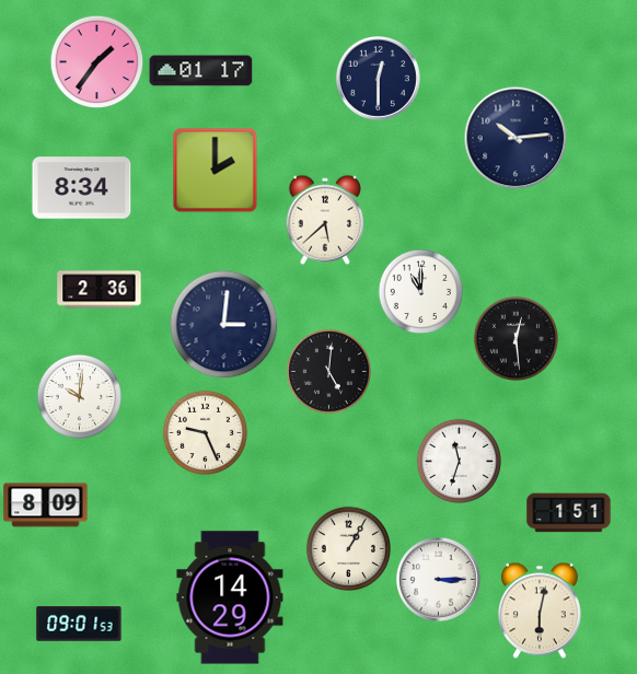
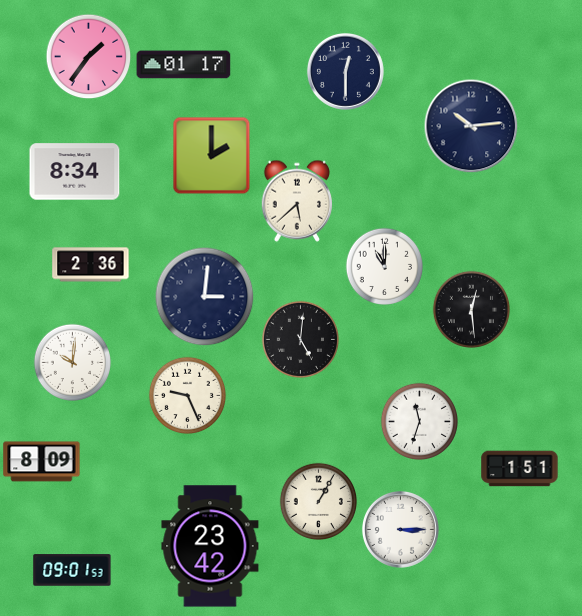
clock at (215, 170) position: (215, 170) -> (211, 155)
clock at (230, 597): 14:29 -> 23:42
clock at (540, 611): 6:02 -> none
